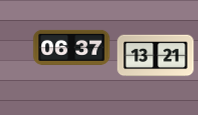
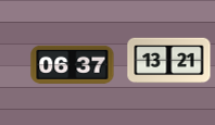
clock at (72, 47) position: (72, 47) -> (73, 64)
